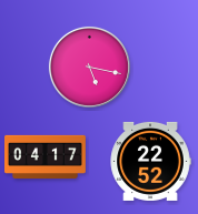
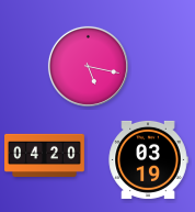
clock at (46, 156): 04:17 -> 04:20
clock at (150, 161): 22:52 -> 03:19
